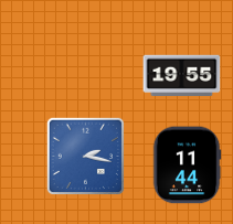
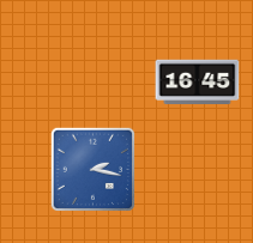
clock at (182, 75): 19:55 -> 16:45
clock at (187, 166): 11:44 -> none
